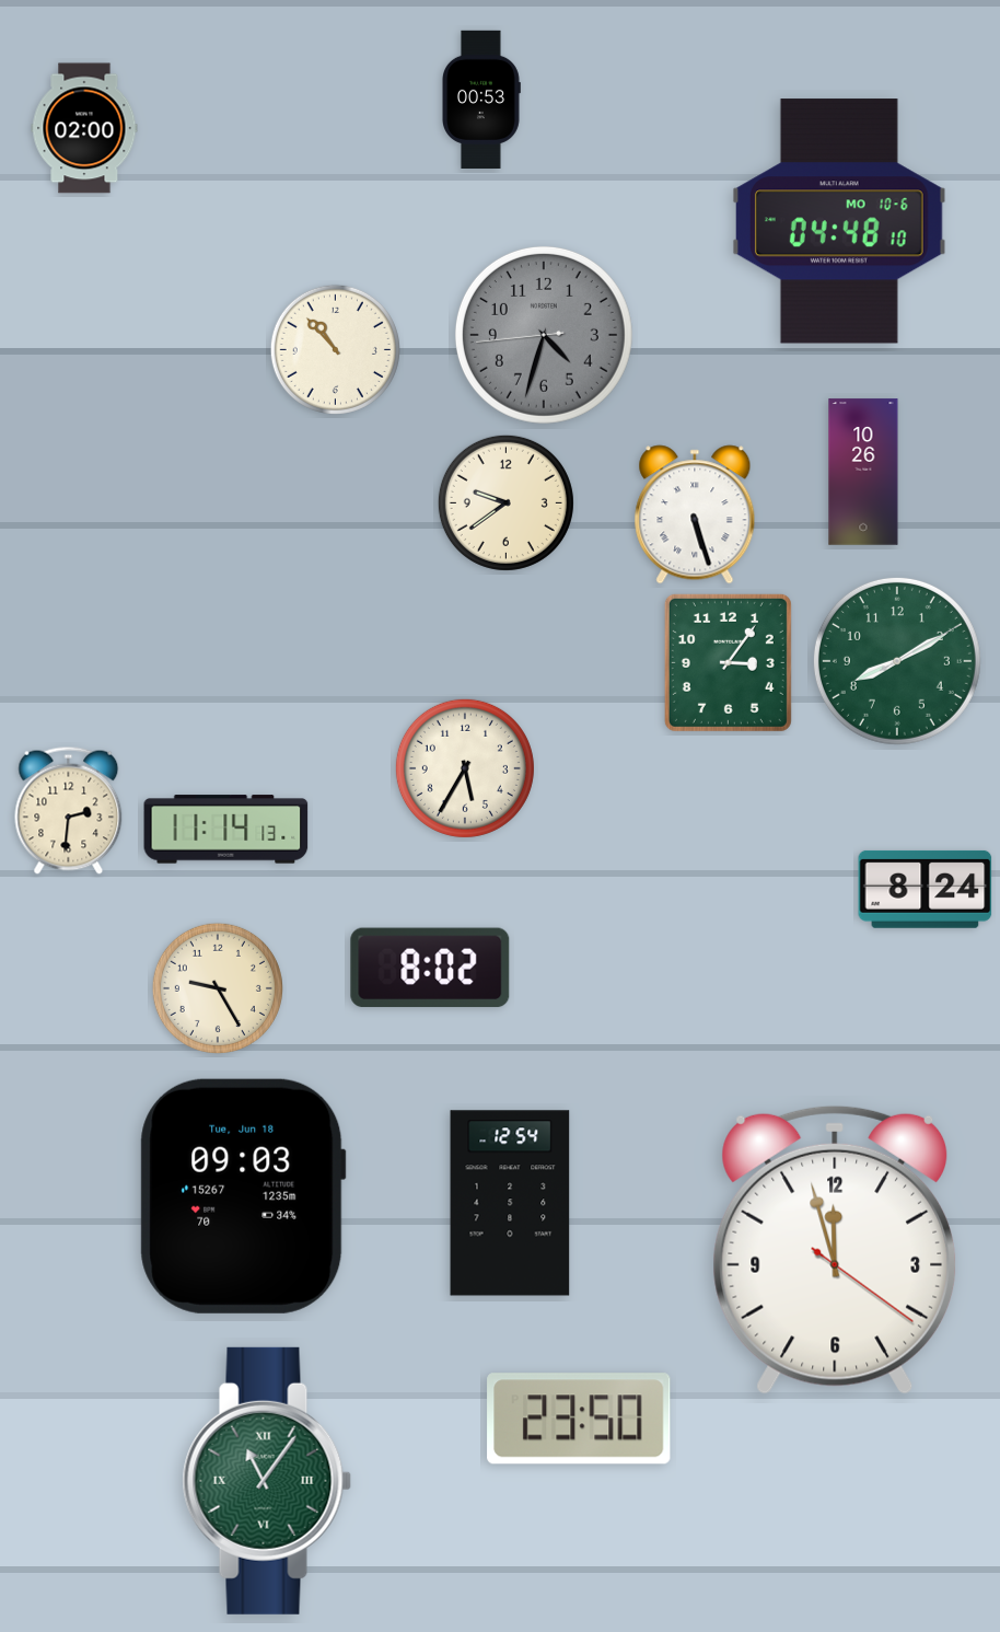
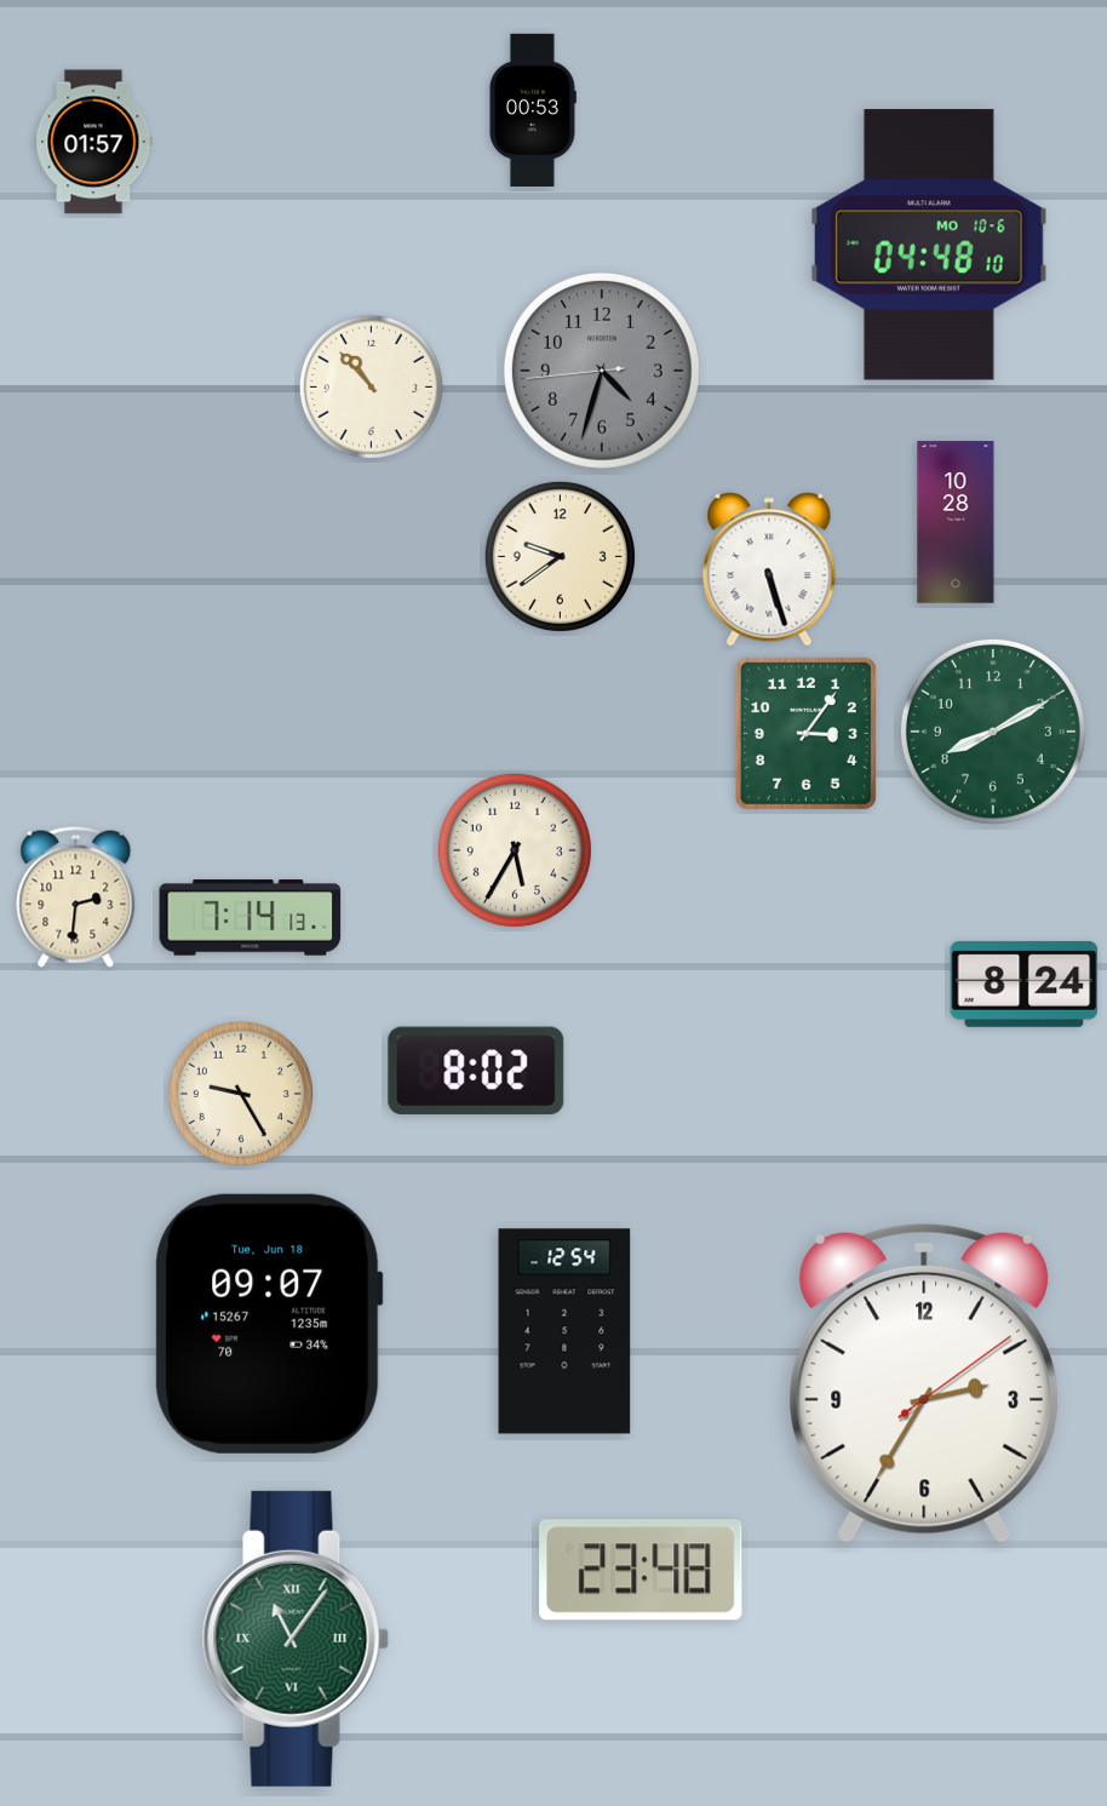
clock at (84, 128): 02:00 -> 01:57
clock at (863, 472): 10:26 -> 10:28
clock at (226, 830): 11:14 -> 7:14
clock at (243, 1196): 09:03 -> 09:07
clock at (835, 1250): 11:57 -> 2:35
clock at (579, 1419): 23:50 -> 23:48
